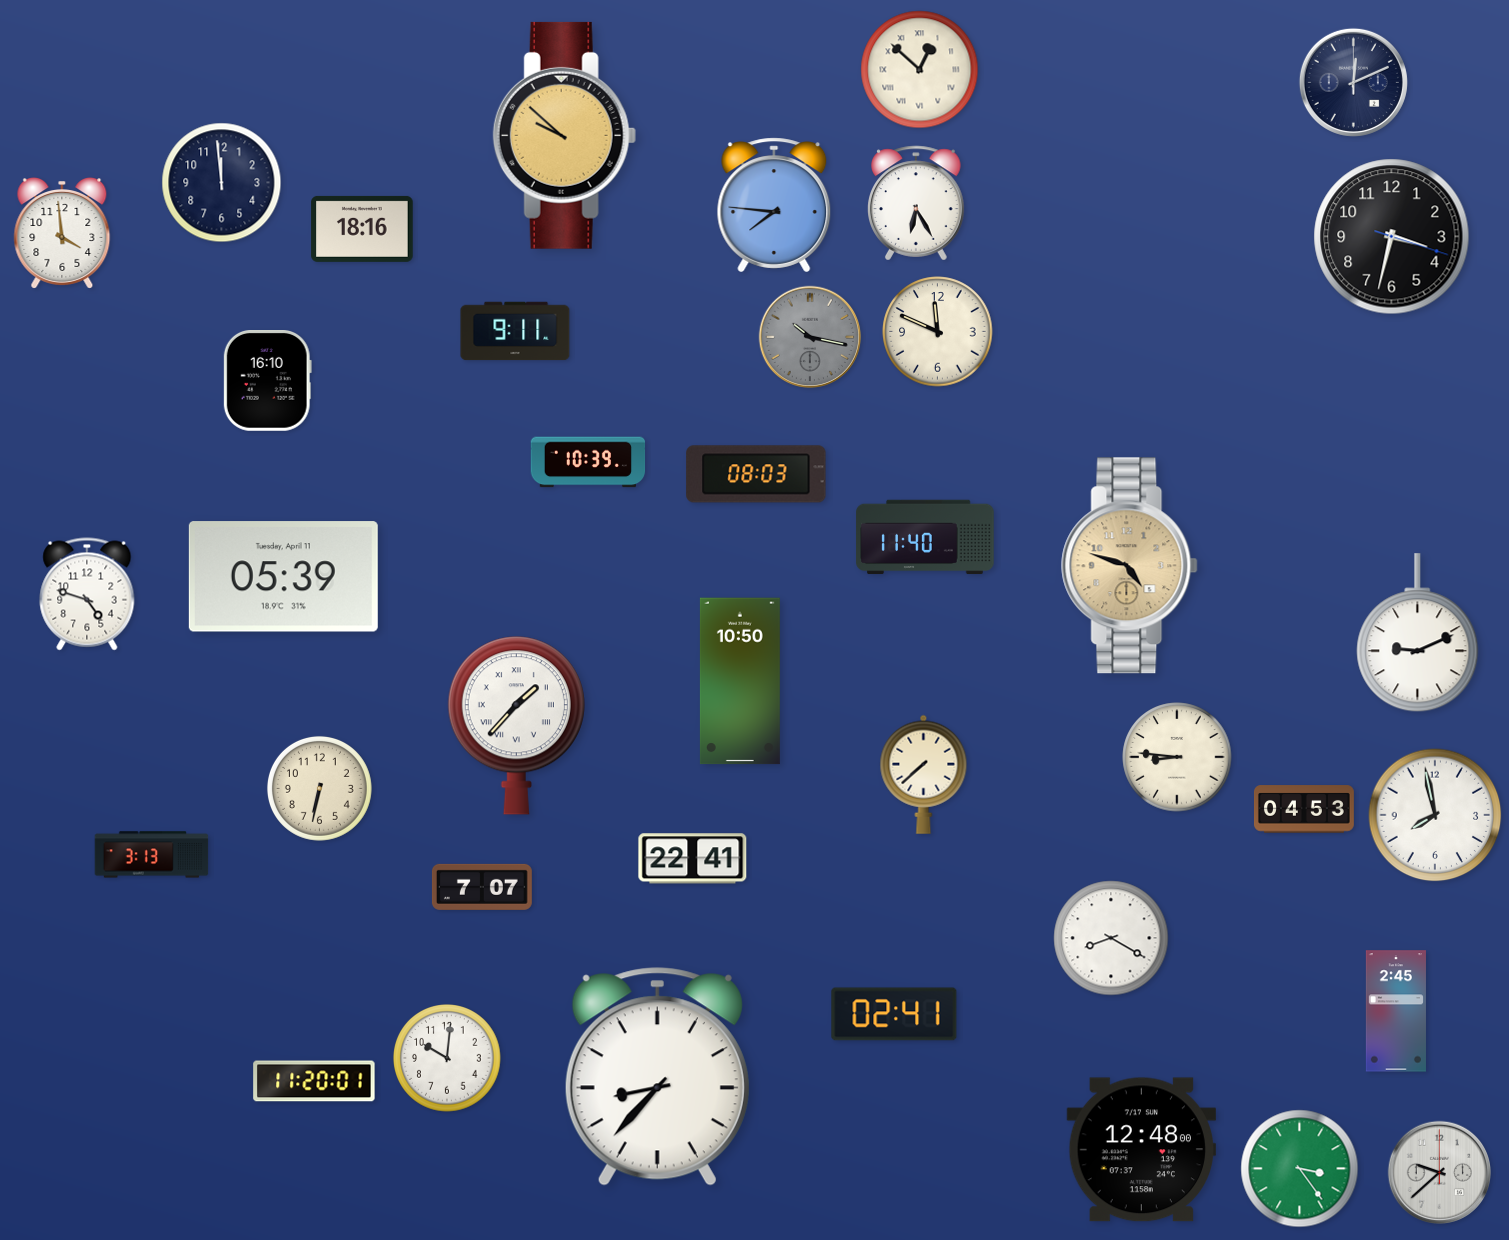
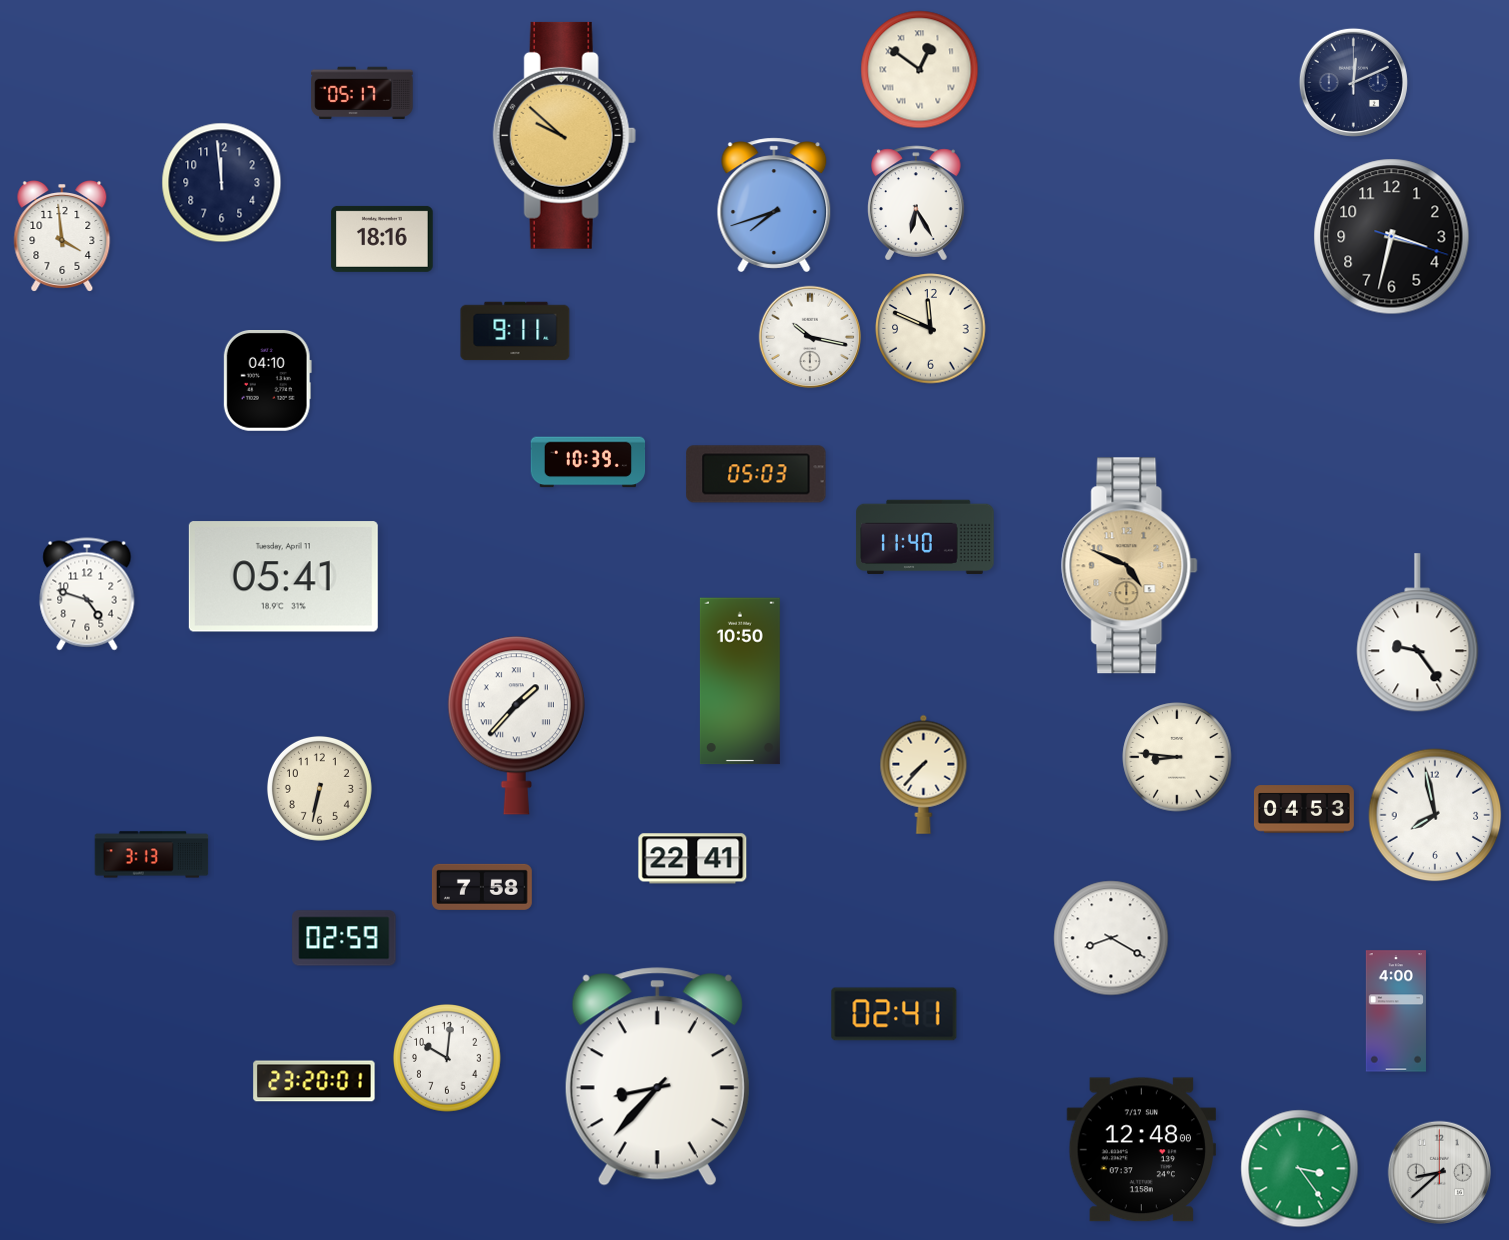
clock at (920, 70): 12:52 -> 12:51
clock at (362, 93): none -> 05:17
clock at (774, 205): 7:46 -> 7:42
clock at (362, 229) position: (362, 229) -> (382, 239)
clock at (62, 234) position: (62, 234) -> (62, 237)
clock at (938, 332) position: (938, 332) -> (931, 329)
clock at (810, 337) dial: grey -> white
clock at (267, 381): 16:10 -> 04:10
clock at (756, 474): 08:03 -> 05:03
clock at (1130, 566): 4:48 -> 4:49
clock at (283, 577): 05:39 -> 05:41
clock at (1418, 633): 9:11 -> 9:24
clock at (924, 774): 7:38 -> 7:37
clock at (482, 887): 7:07 -> 7:58
clock at (344, 938): none -> 02:59
clock at (1396, 1011): 2:45 -> 4:00
clock at (314, 1081): 11:20 -> 23:20
clock at (1439, 1172): 9:38 -> 8:38
